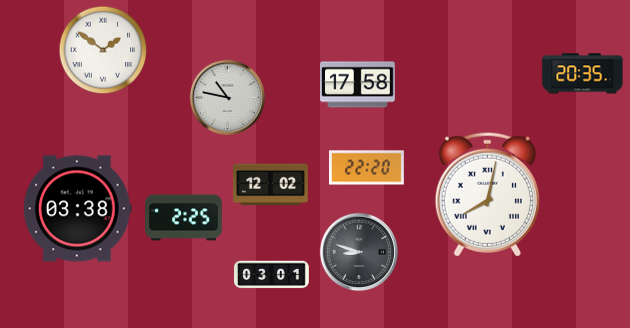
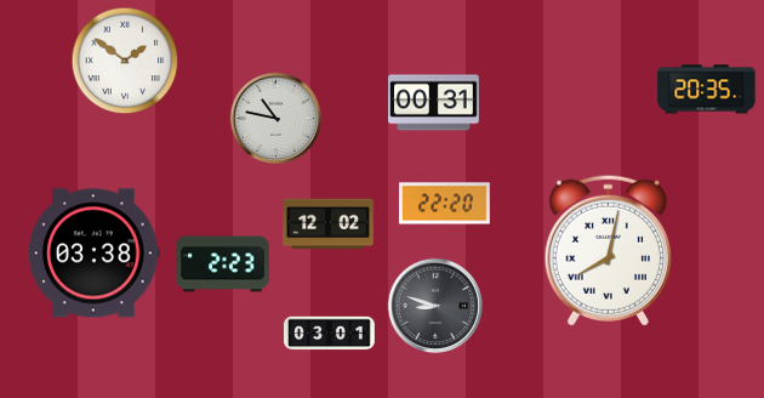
clock at (358, 85): 17:58 -> 00:31
clock at (487, 194) position: (487, 194) -> (608, 250)
clock at (184, 218): 2:25 -> 2:23
